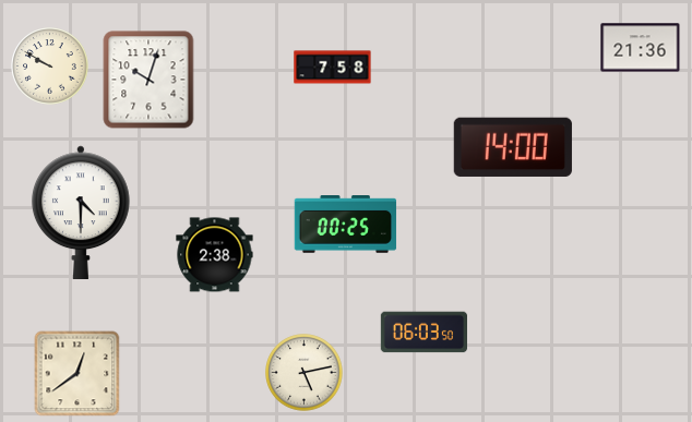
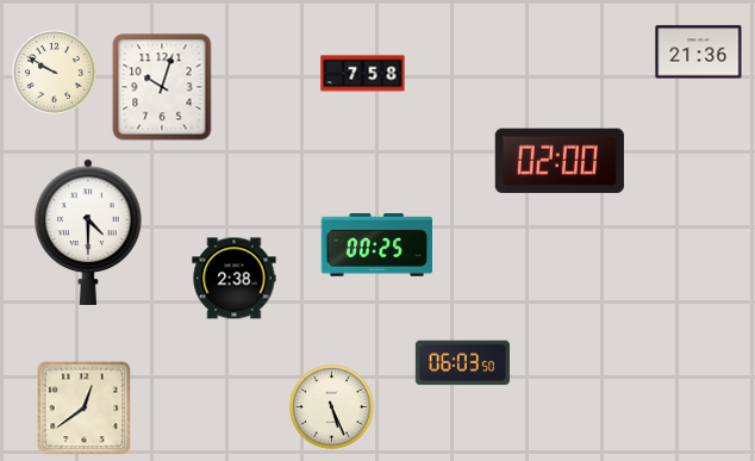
clock at (513, 147): 14:00 -> 02:00
clock at (305, 373): 5:13 -> 5:26
